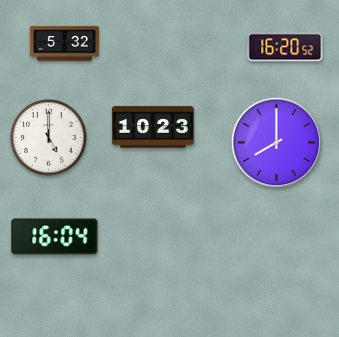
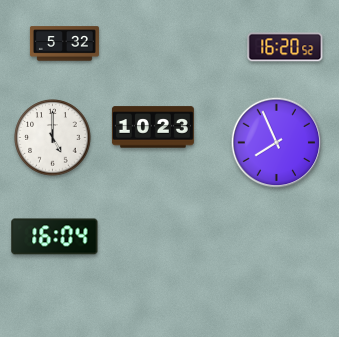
clock at (49, 138) position: (49, 138) -> (53, 138)
clock at (277, 143): 8:00 -> 7:56
